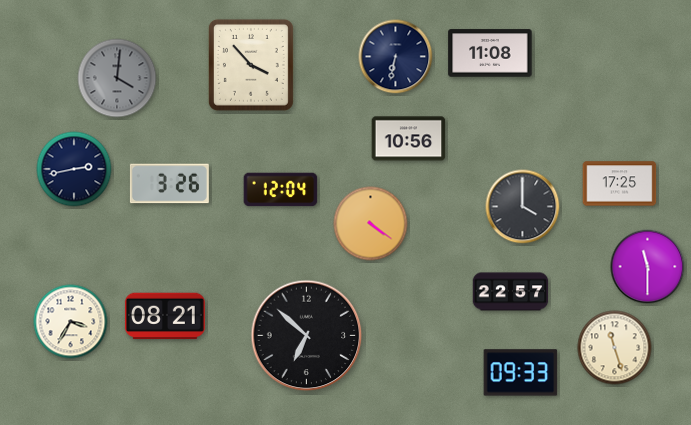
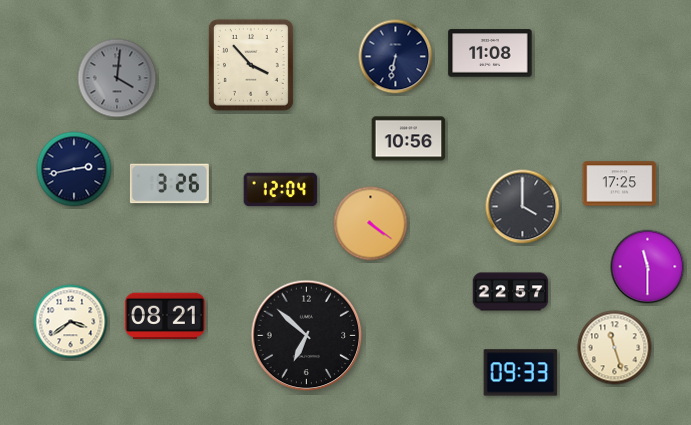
clock at (71, 322): 3:35 -> 3:39
